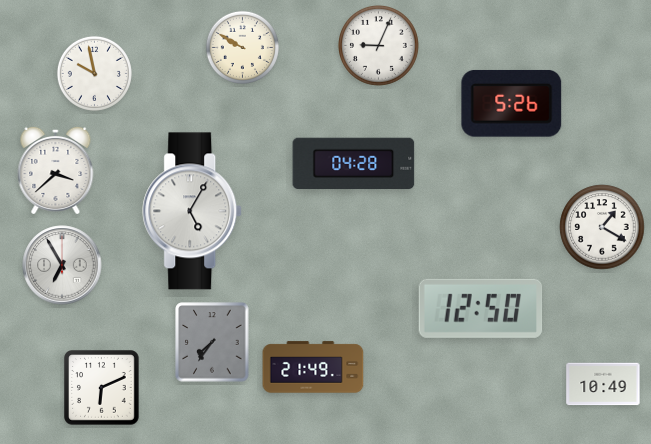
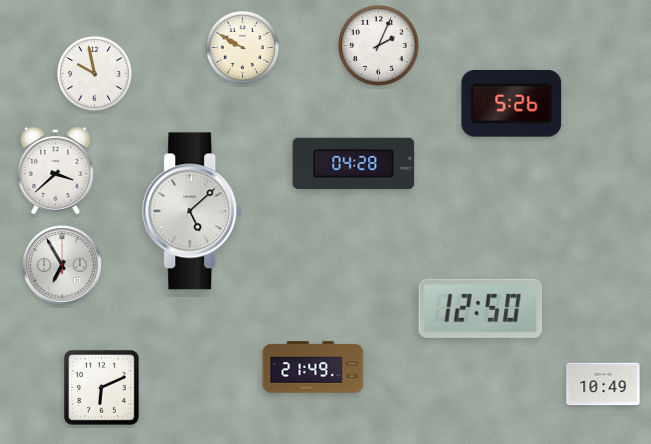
clock at (379, 46): 9:04 -> 2:04
clock at (193, 211): 5:05 -> 5:08
clock at (602, 227): 1:20 -> none
clock at (212, 342): 7:36 -> none
